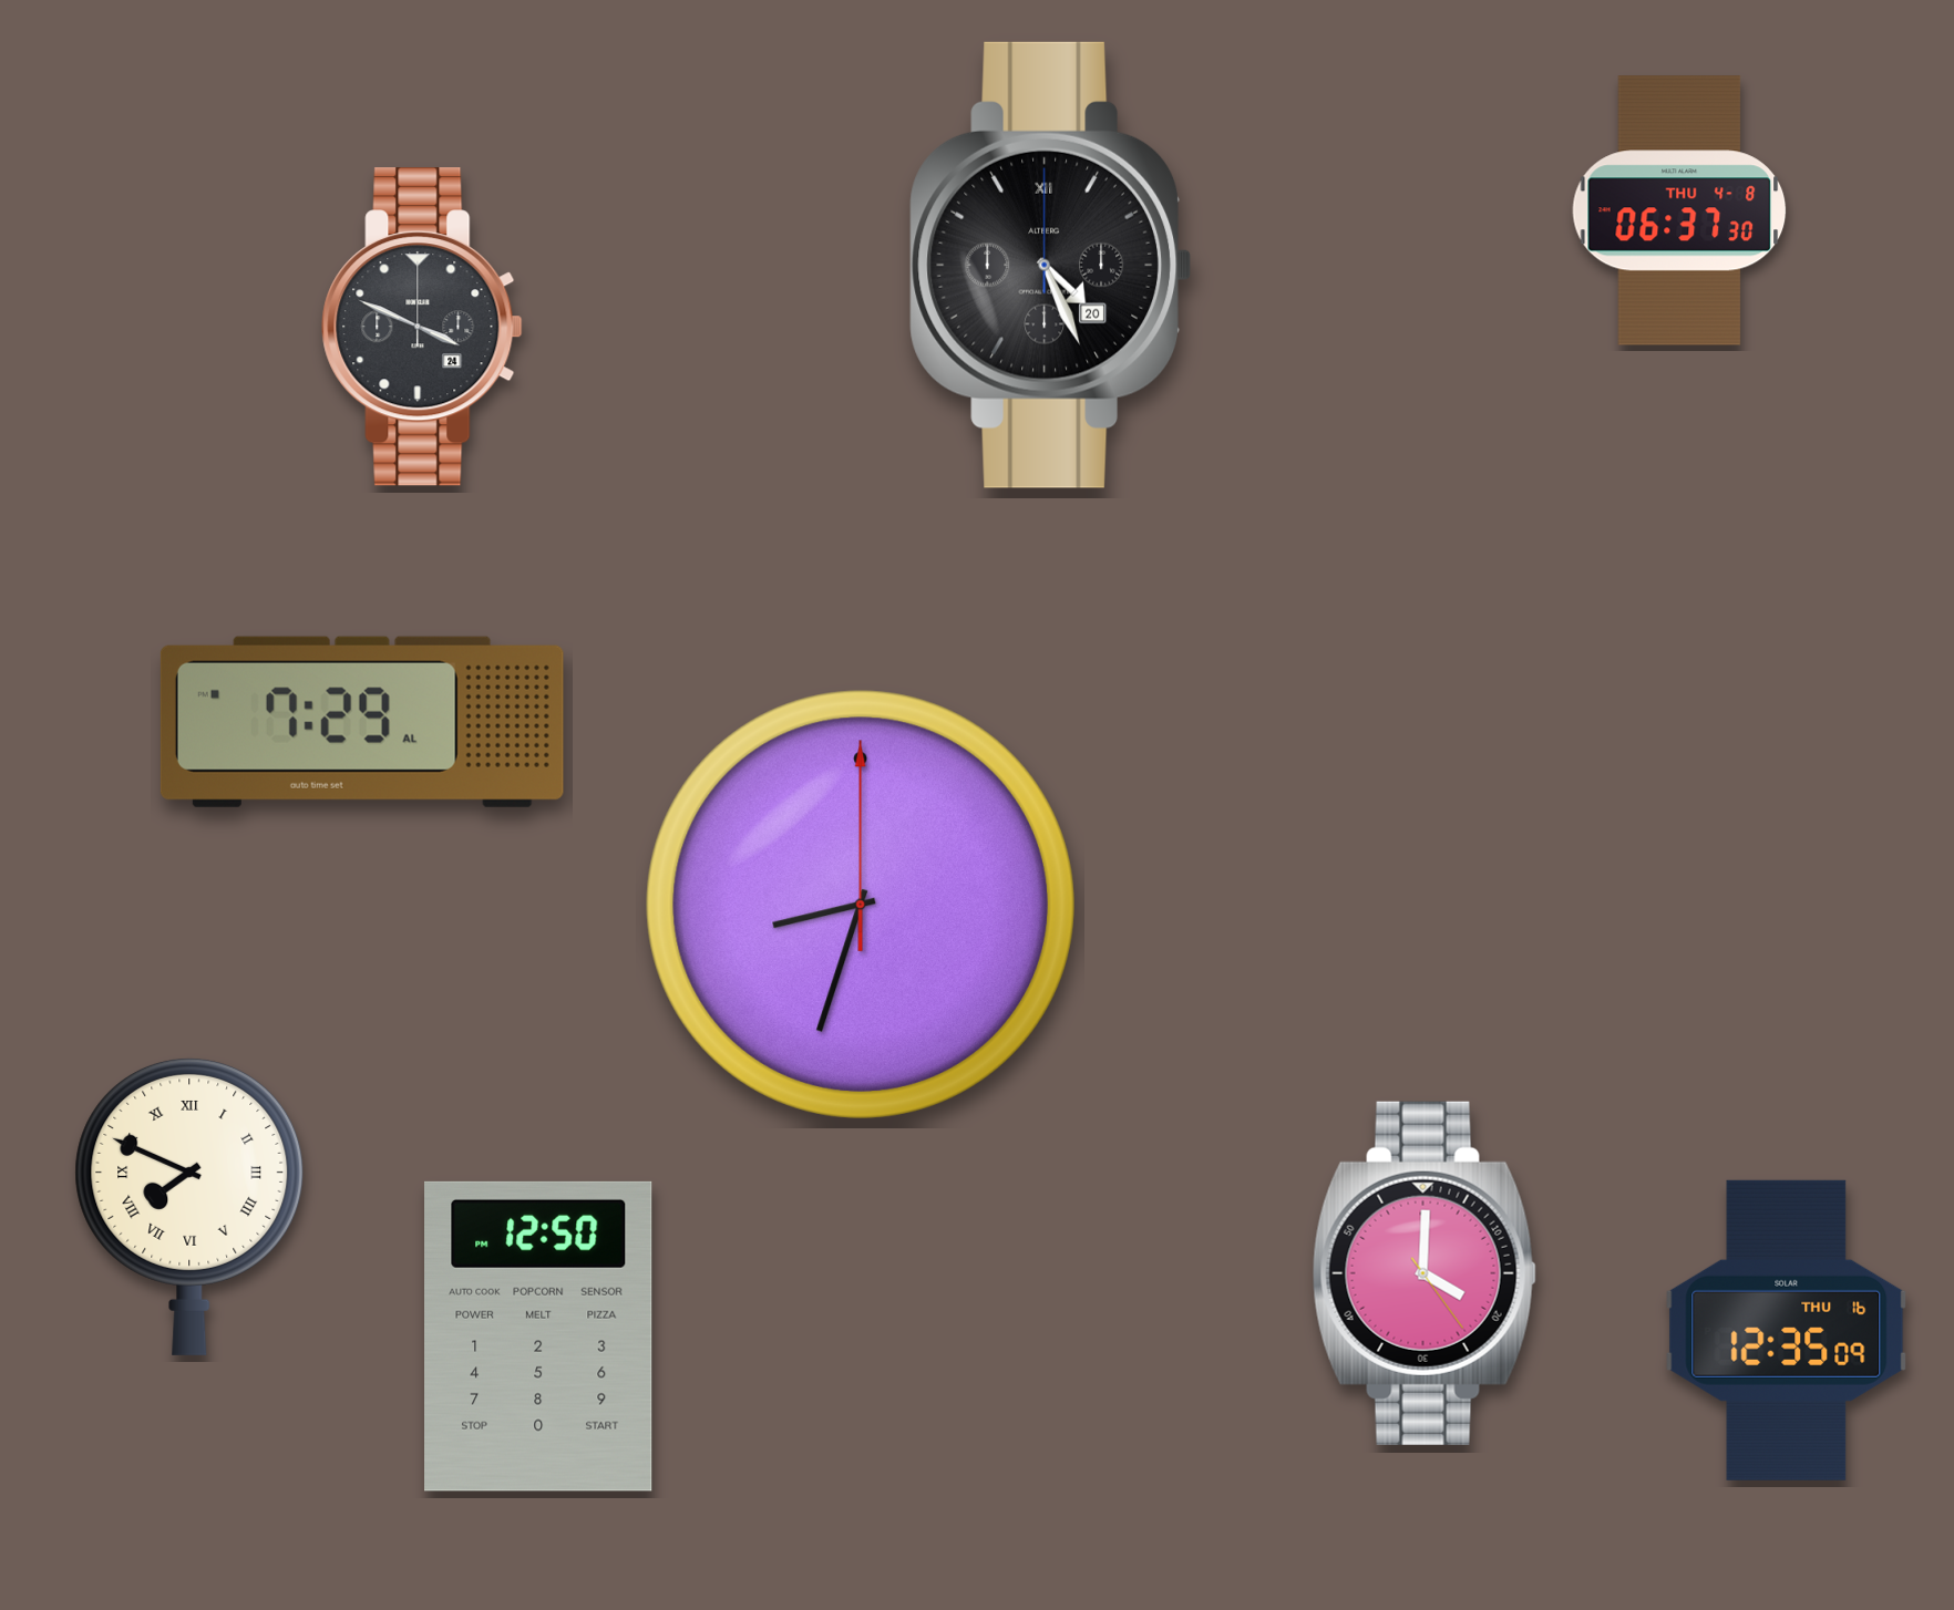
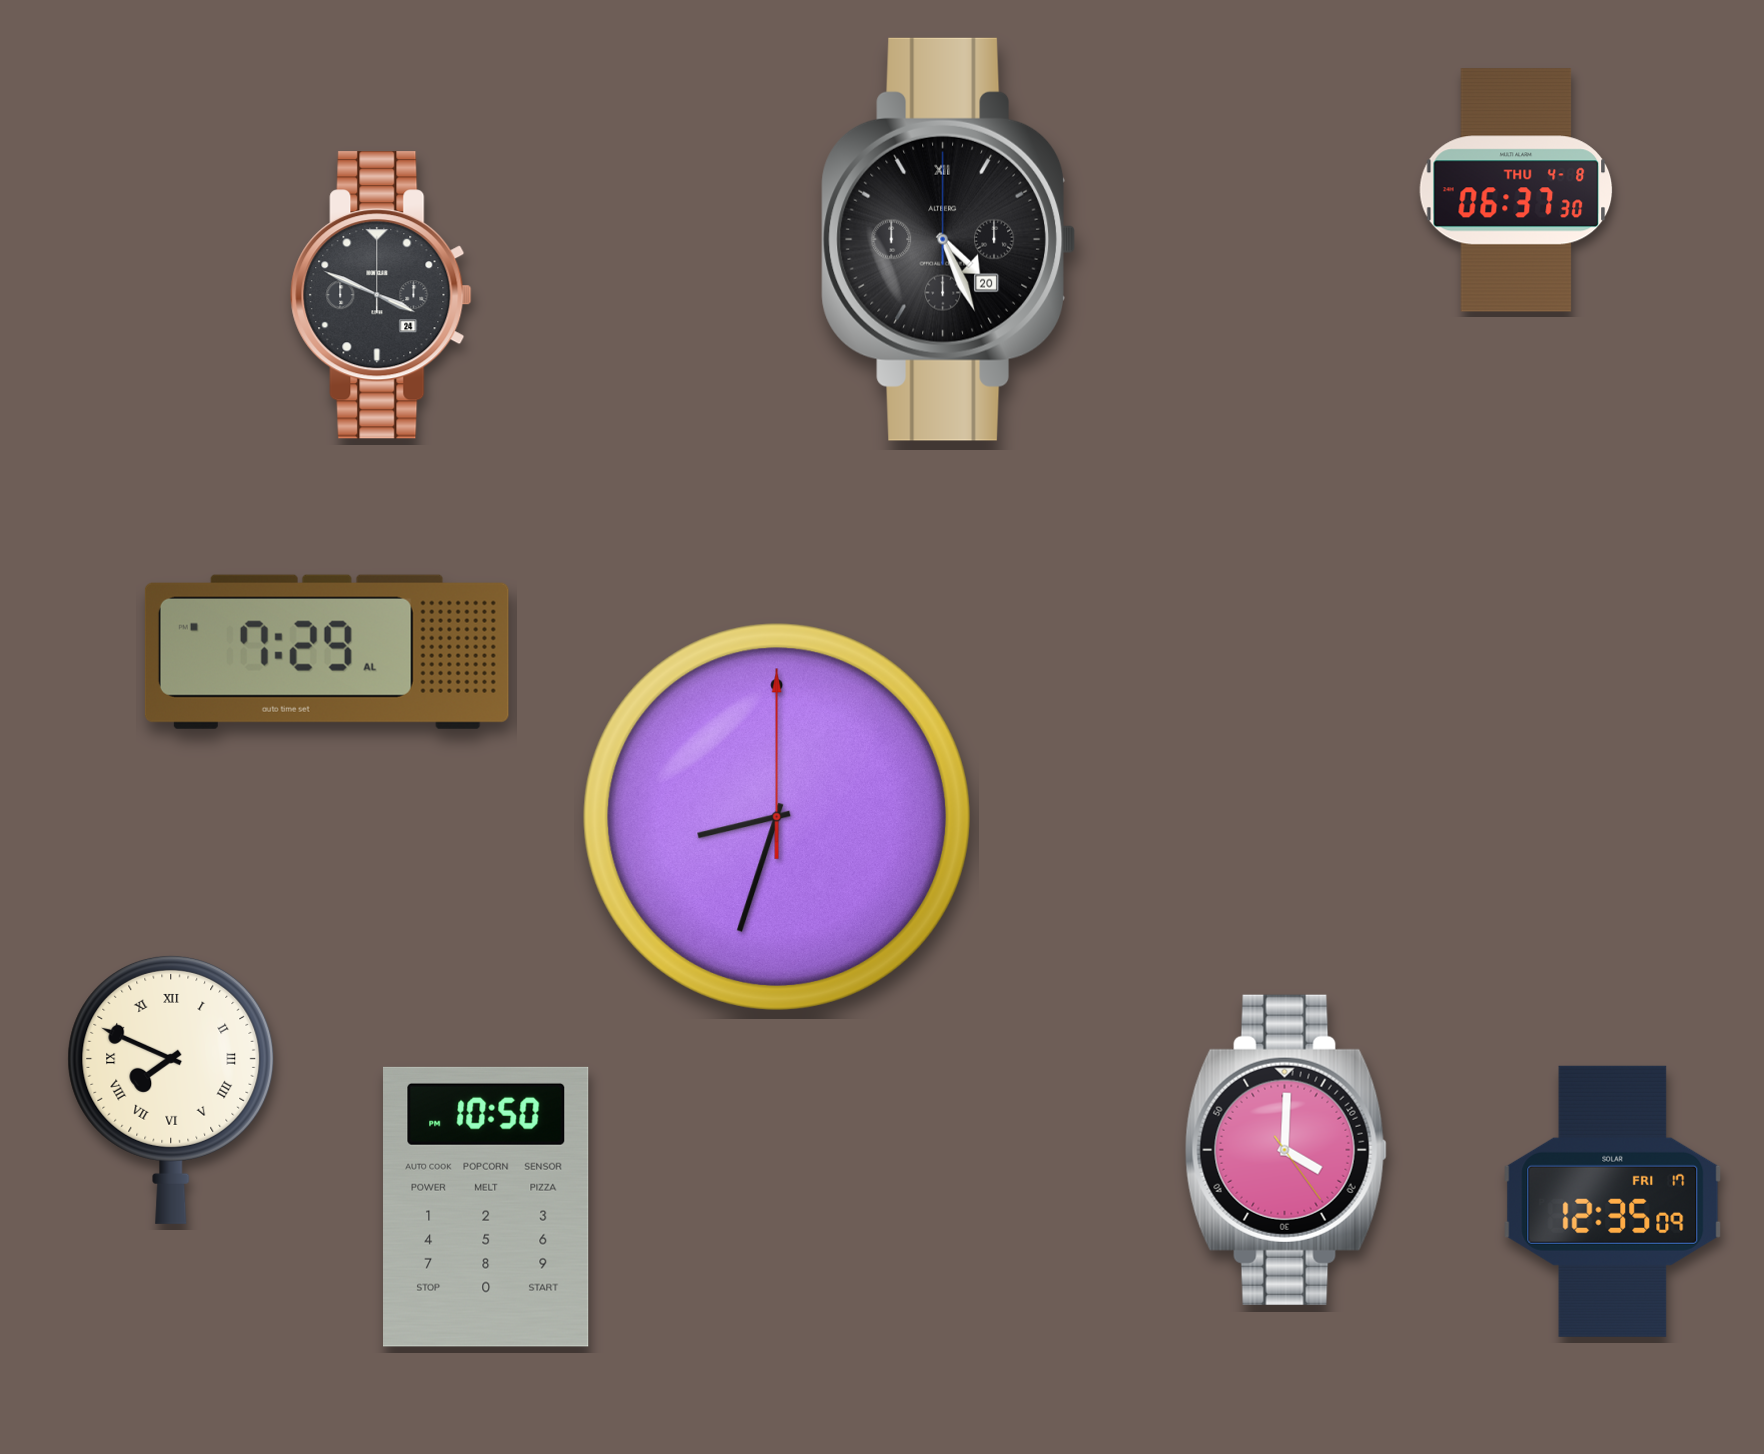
clock at (1787, 1330) date: THU 16 -> FRI 17
clock at (539, 1336): 12:50 -> 10:50
